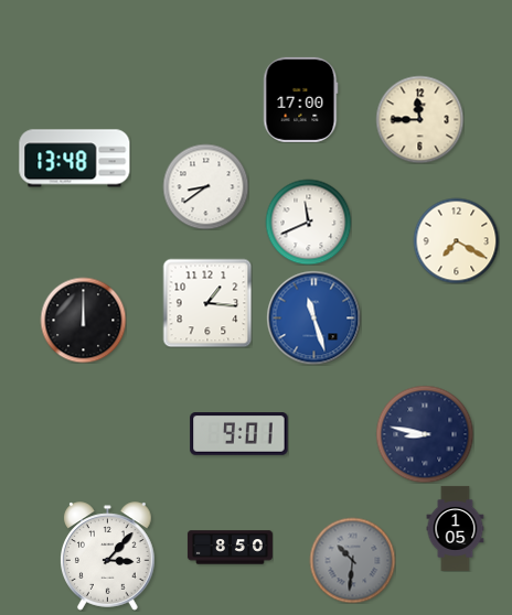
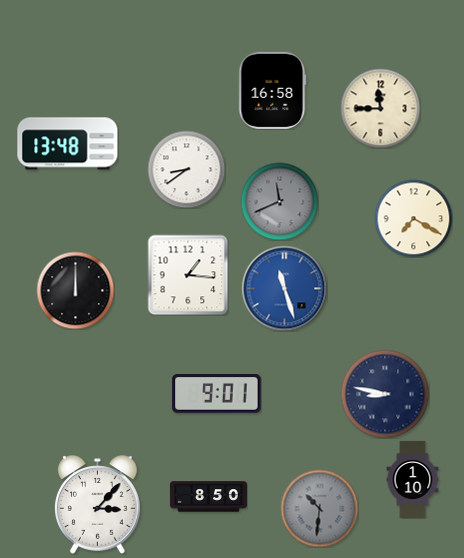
clock at (301, 99): 17:00 -> 16:58
clock at (308, 222) dial: white -> grey
clock at (456, 528): 1:05 -> 1:10
